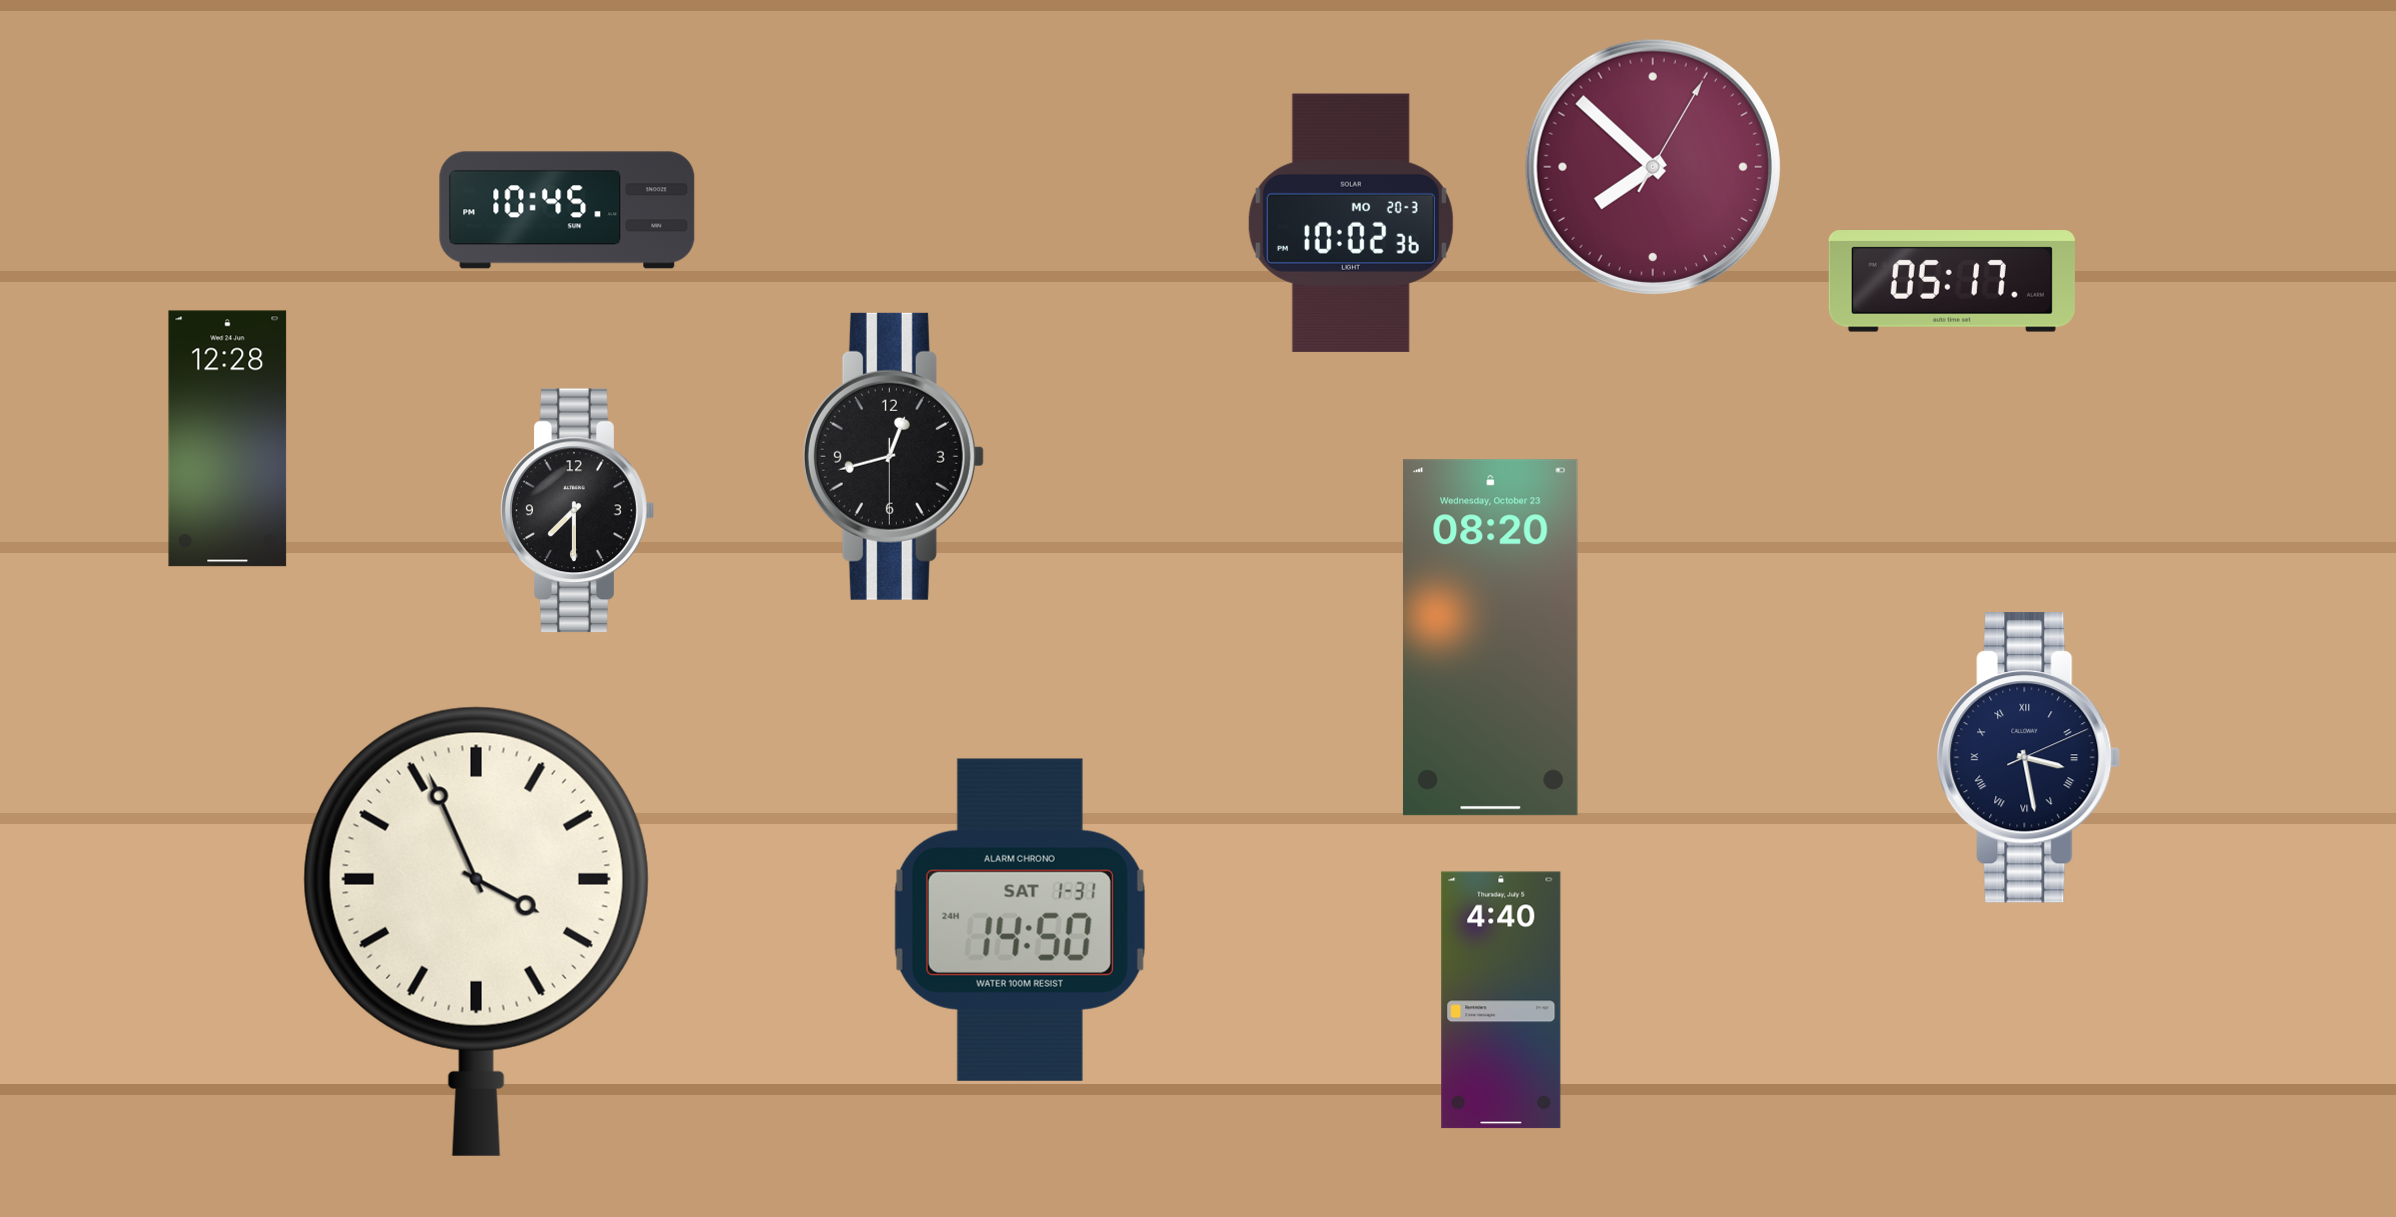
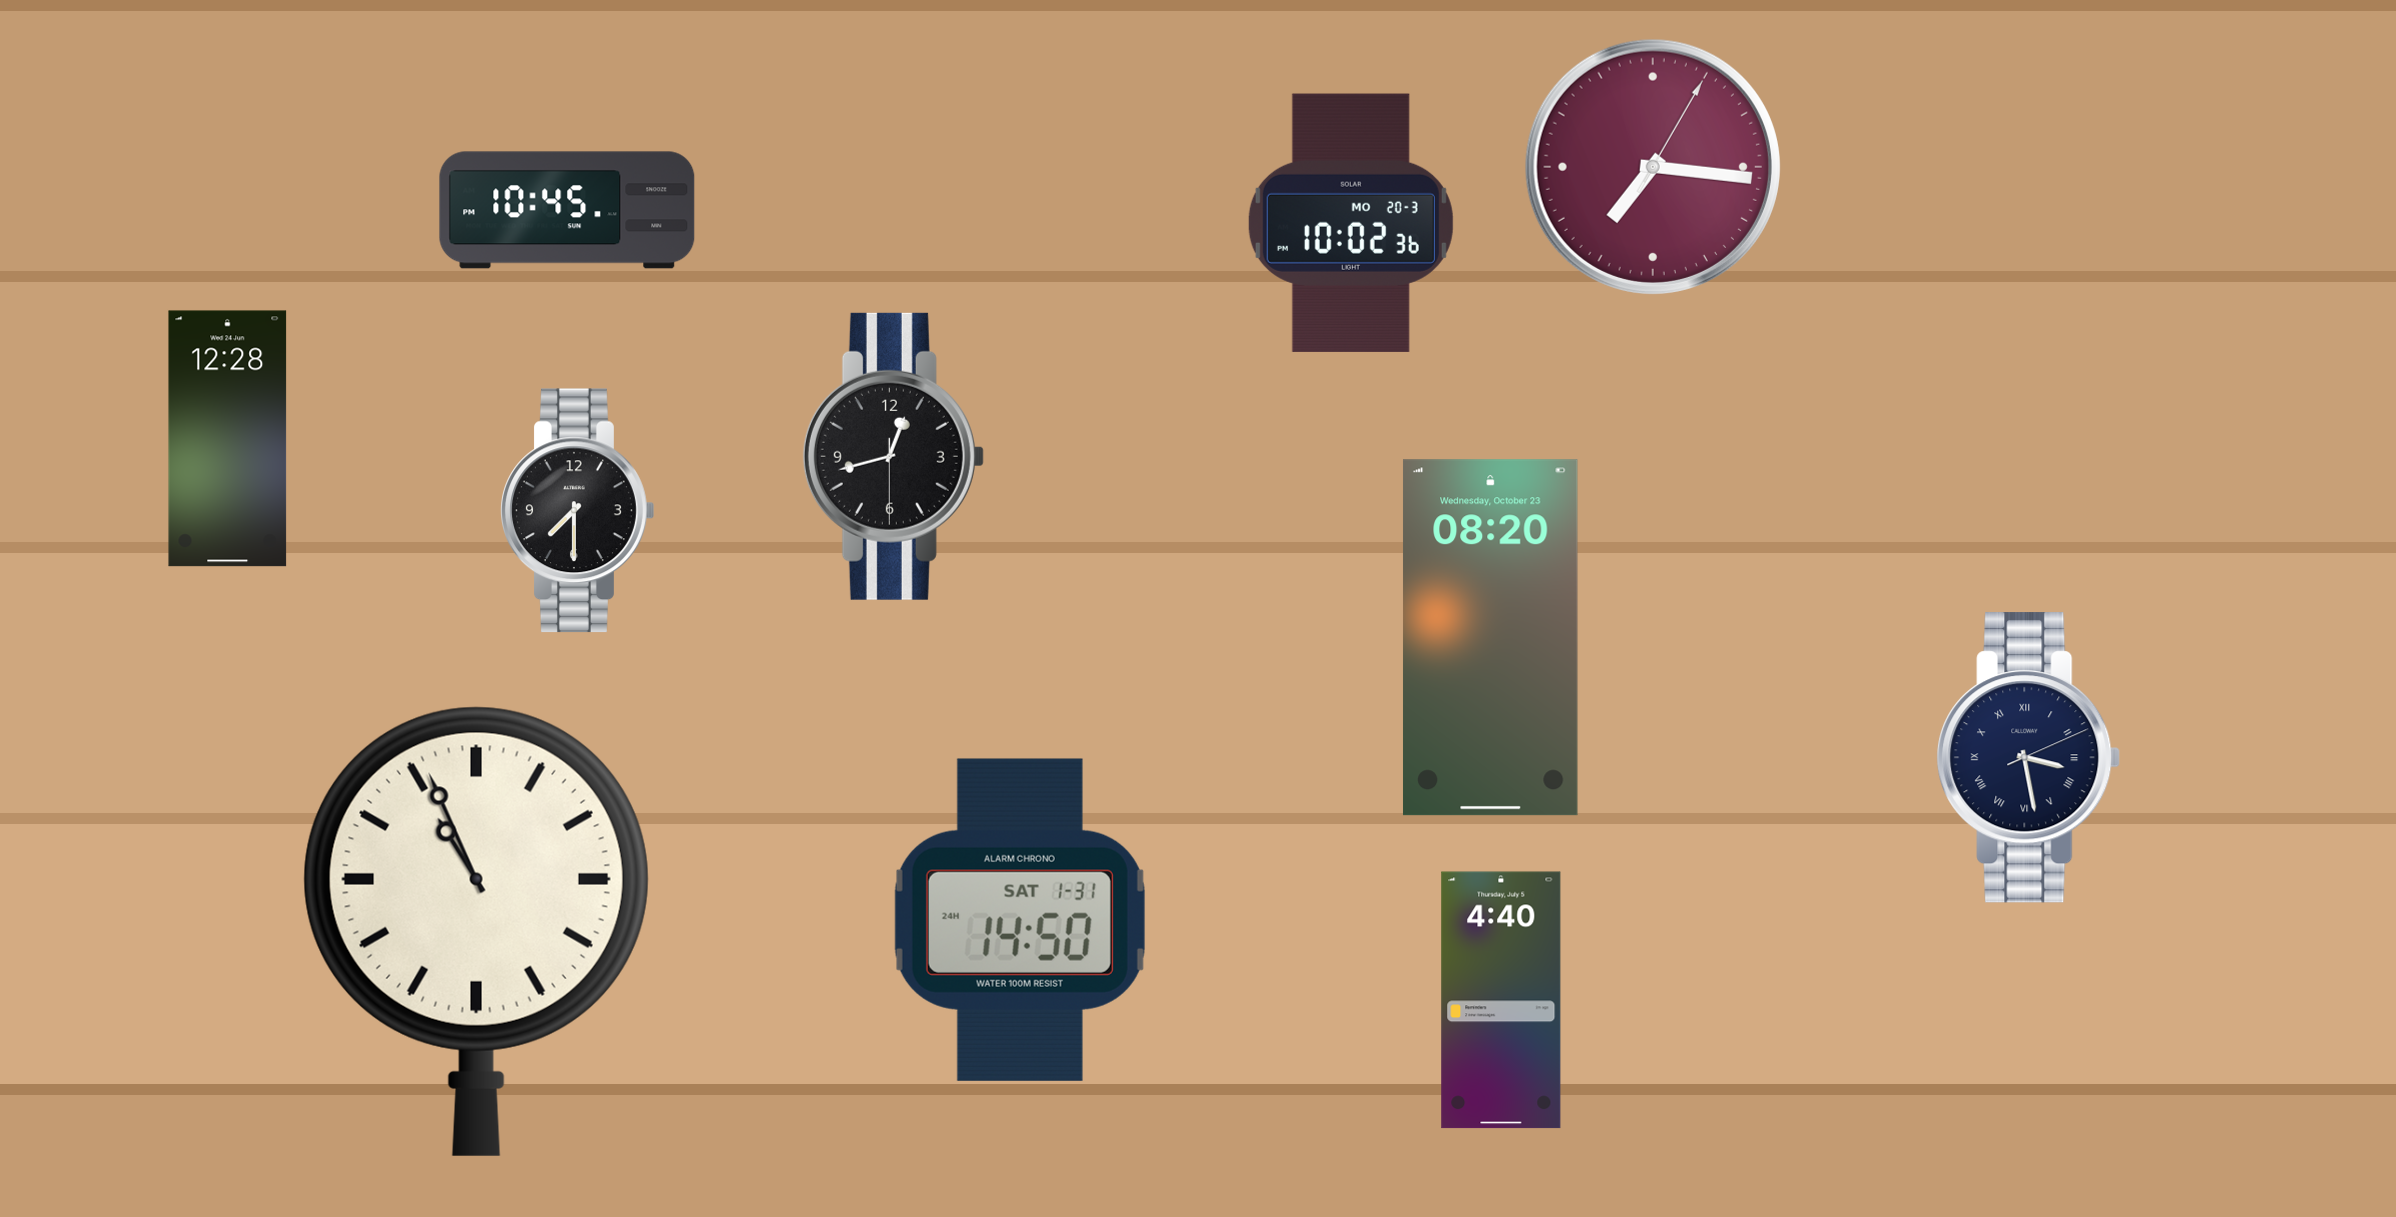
clock at (1653, 167): 7:52 -> 7:16
clock at (1952, 281): 05:17 -> none
clock at (476, 931): 3:56 -> 10:56
